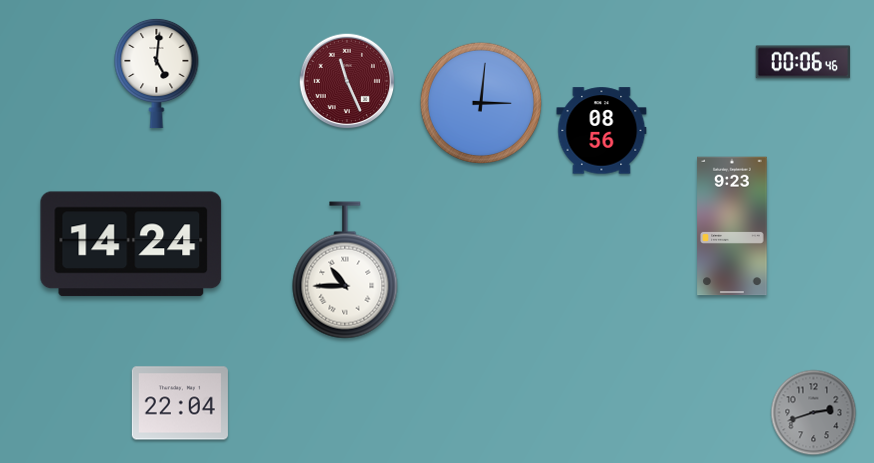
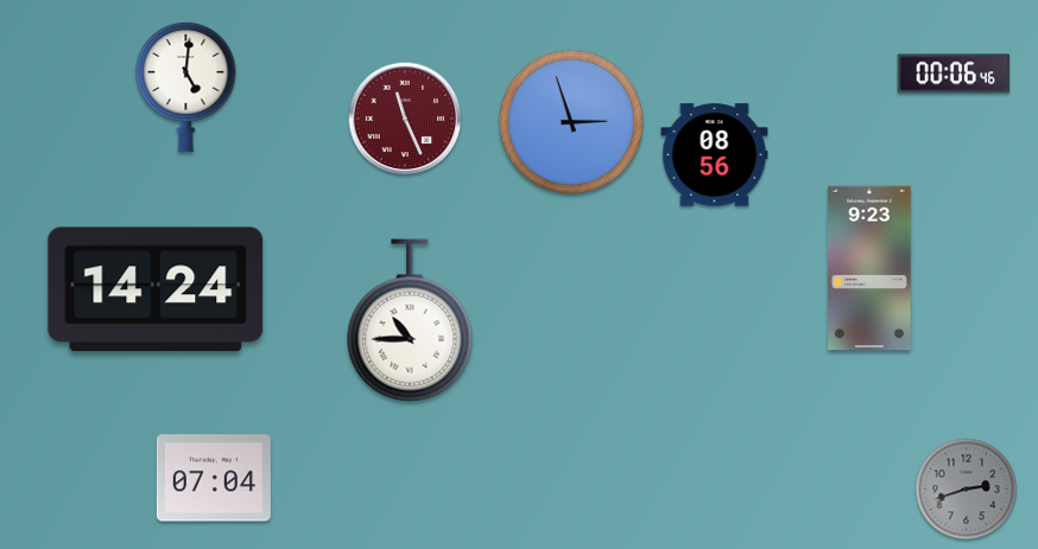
clock at (347, 81) position: (347, 81) -> (405, 119)
clock at (480, 102): 3:01 -> 2:57
clock at (180, 403): 22:04 -> 07:04
